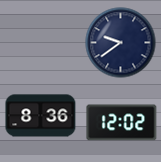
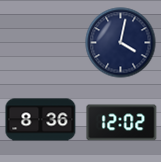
clock at (121, 43): 9:39 -> 4:02
clock at (41, 116) position: (41, 116) -> (41, 120)
